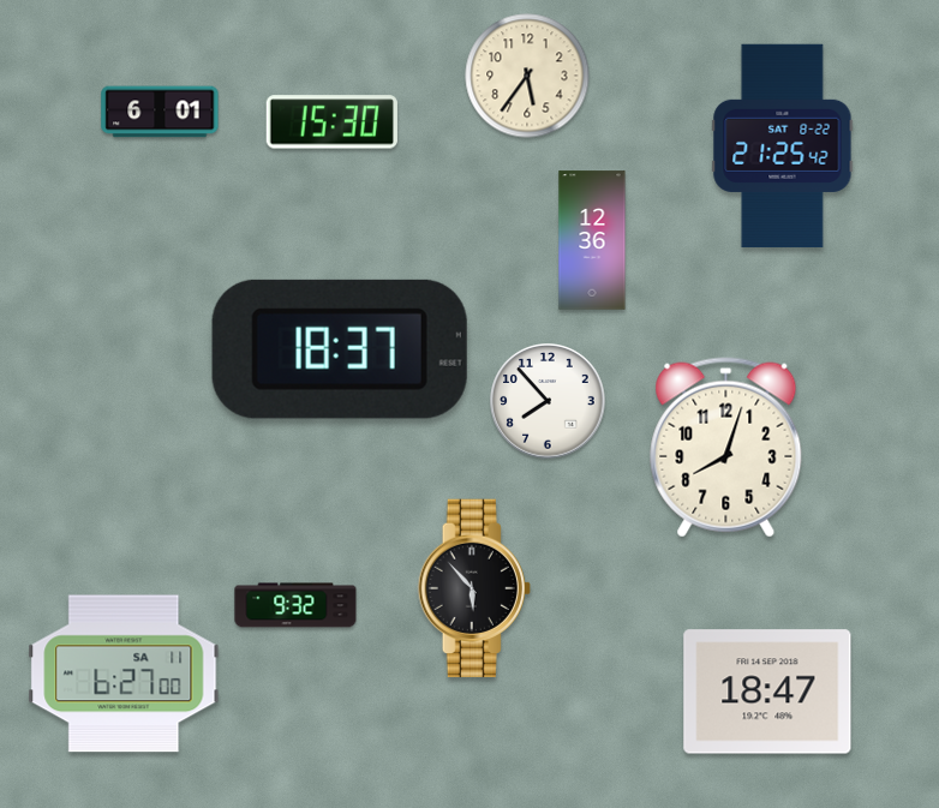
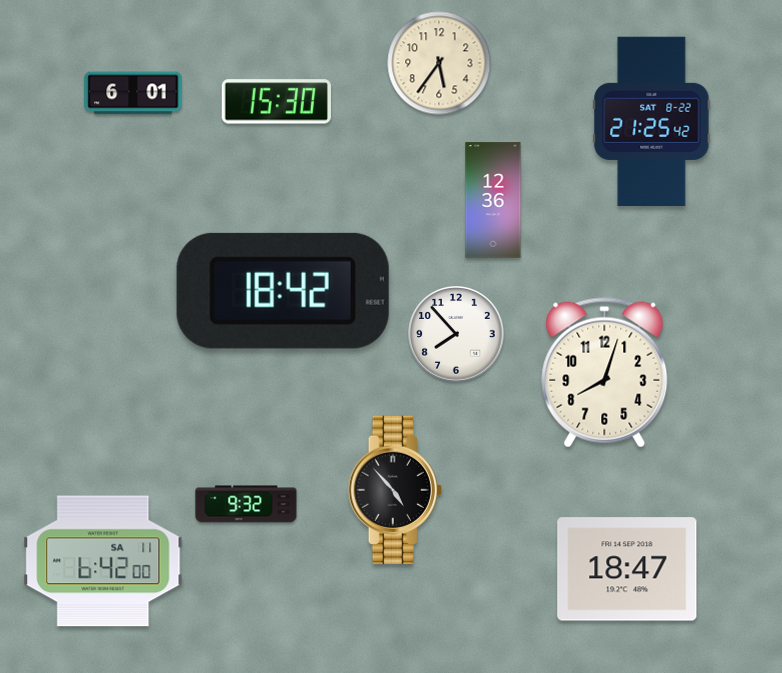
clock at (340, 349): 18:37 -> 18:42
clock at (474, 588): 5:53 -> 4:53
clock at (124, 674): 6:27 -> 6:42
clock at (767, 692) position: (767, 692) -> (627, 569)
